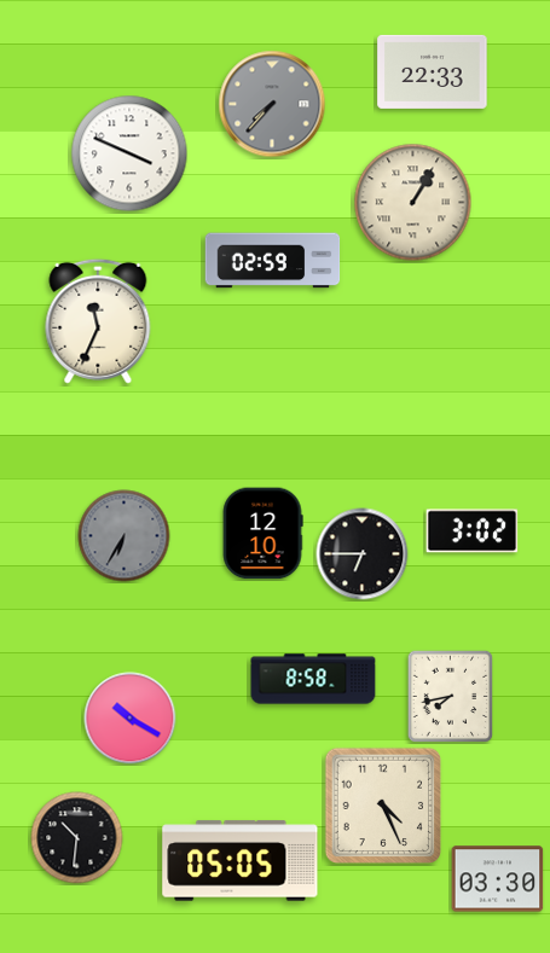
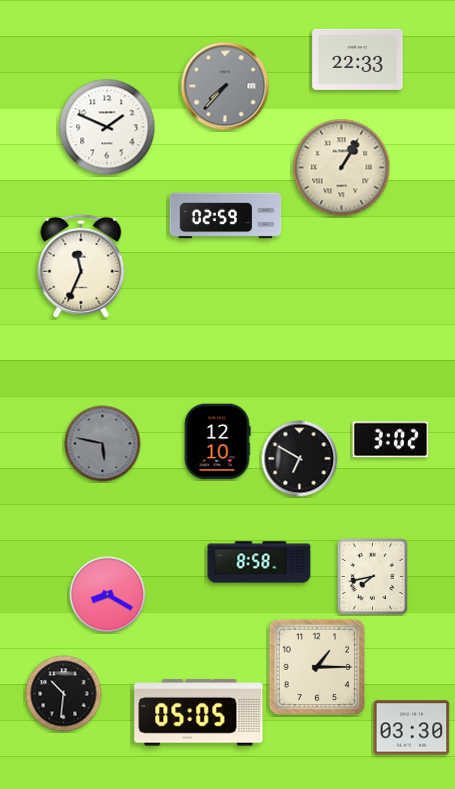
clock at (129, 153): 3:49 -> 1:49
clock at (125, 536): 6:35 -> 5:47
clock at (363, 554): 6:45 -> 6:50
clock at (131, 719): 10:20 -> 8:20
clock at (383, 806): 4:26 -> 1:15
